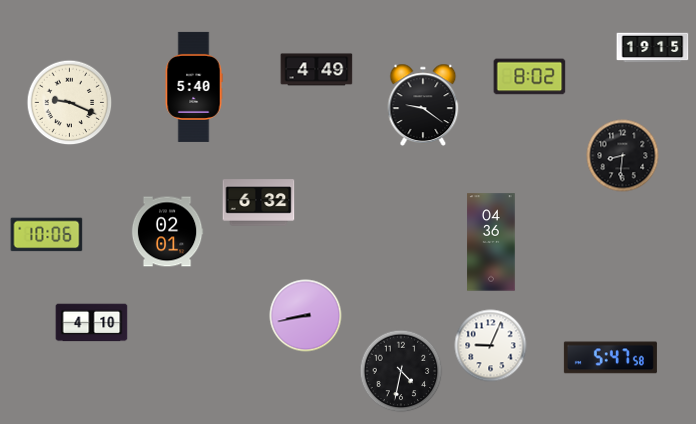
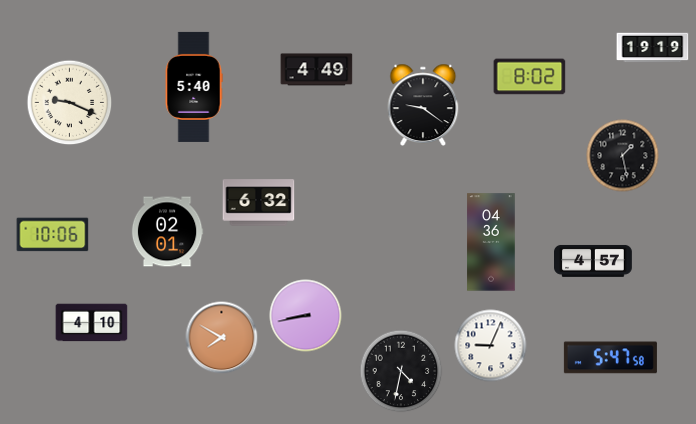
clock at (653, 48): 19:15 -> 19:19
clock at (623, 156): 8:31 -> 1:28
clock at (47, 235) position: (47, 235) -> (53, 235)
clock at (594, 261): none -> 4:57
clock at (222, 338): none -> 7:50
